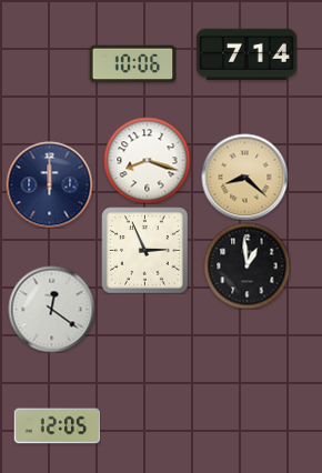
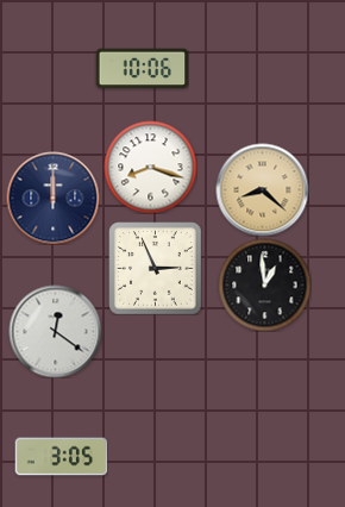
clock at (246, 54): 7:14 -> none
clock at (147, 160) position: (147, 160) -> (150, 167)
clock at (57, 426): 12:05 -> 3:05
